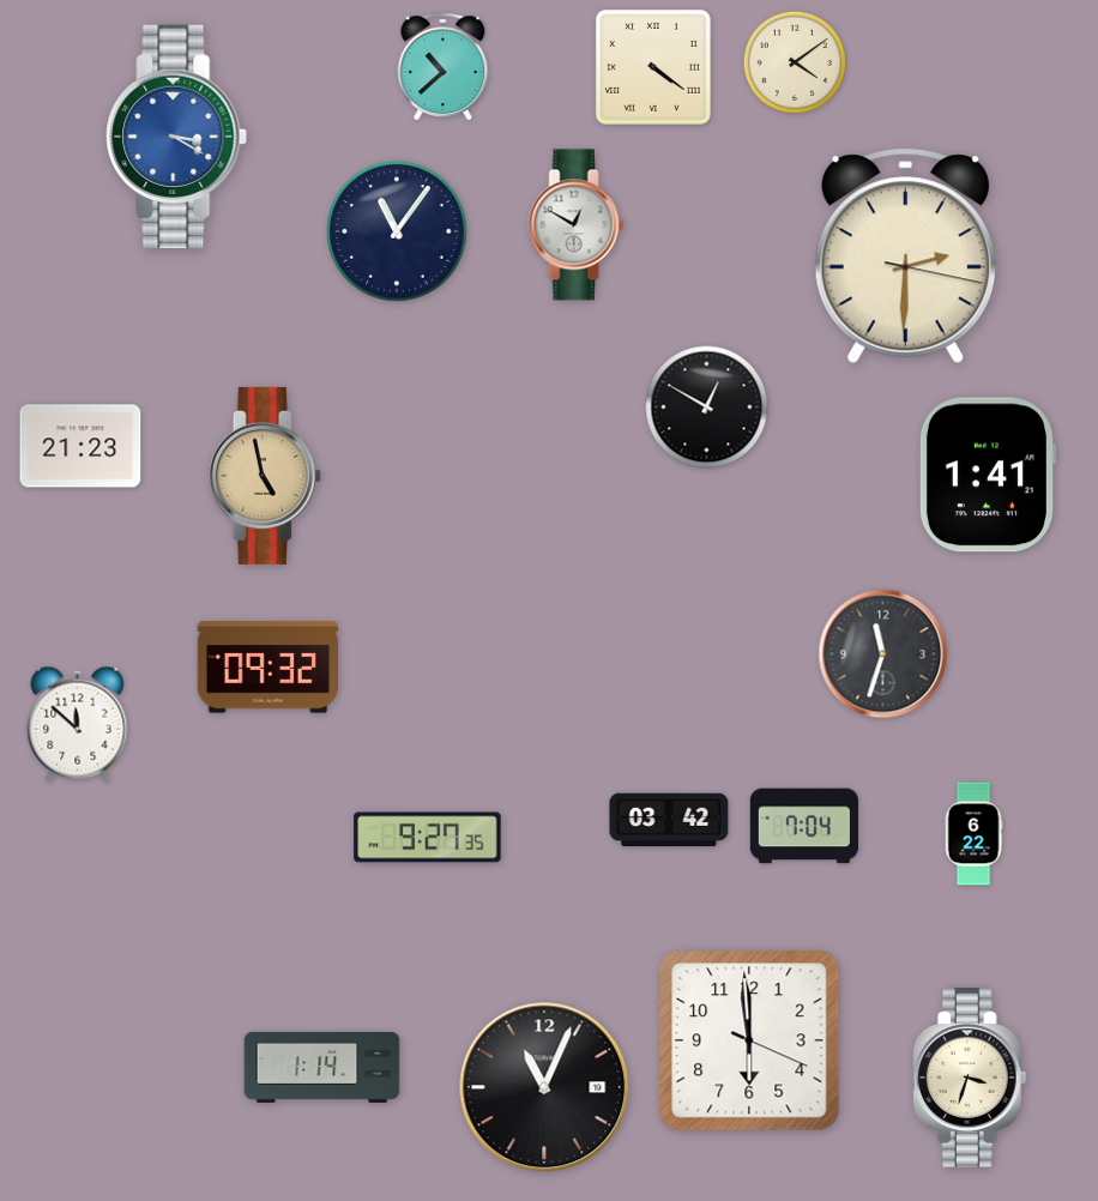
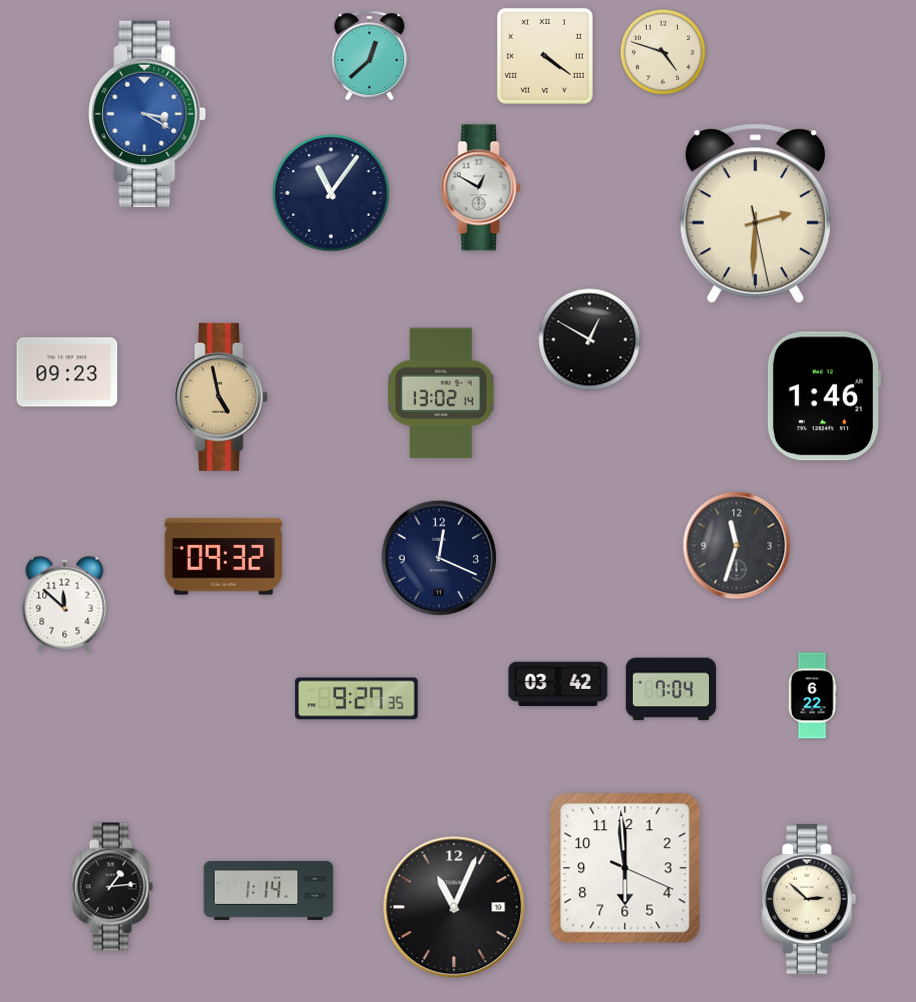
clock at (794, 61): 4:09 -> 4:48
clock at (444, 67): 10:38 -> 12:38
clock at (905, 257): 2:30:17 -> 2:30:28
clock at (80, 446): 21:23 -> 09:23
clock at (441, 393): none -> 13:02
clock at (987, 475): 1:41 -> 1:46
clock at (439, 558): none -> 12:19
clock at (112, 887): none -> 1:14
clock at (970, 1078): 3:33 -> 2:52
